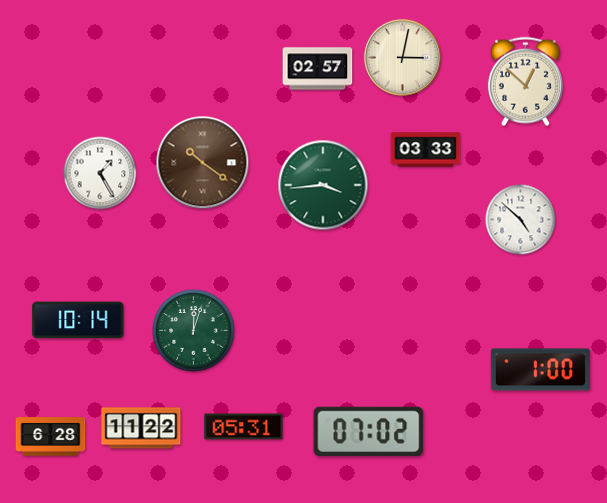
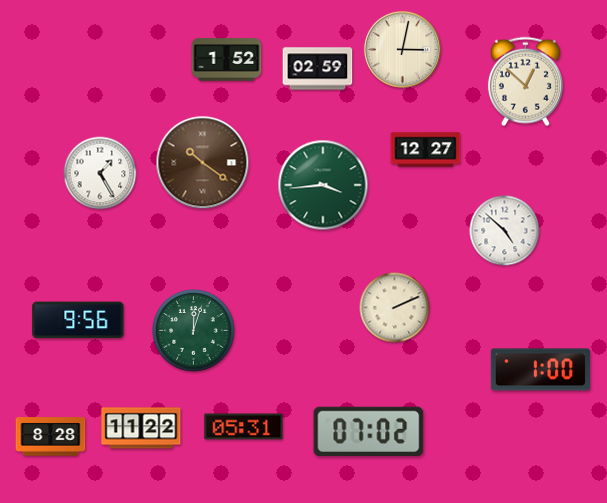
clock at (402, 57) position: (402, 57) -> (402, 49)
clock at (227, 60): none -> 1:52
clock at (318, 69): 02:57 -> 02:59
clock at (426, 150): 03:33 -> 12:27
clock at (521, 220) position: (521, 220) -> (505, 231)
clock at (395, 308): none -> 2:11
clock at (78, 320): 10:14 -> 9:56
clock at (51, 437): 6:28 -> 8:28
